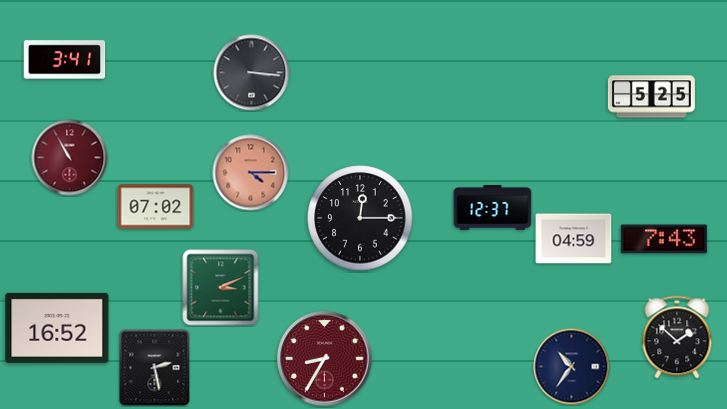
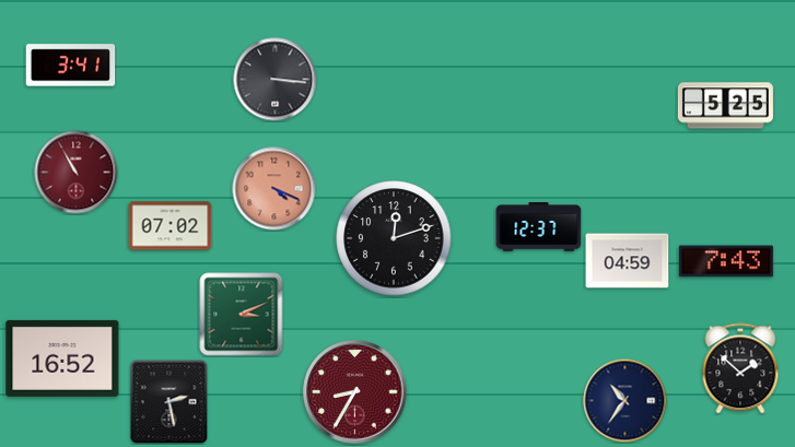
clock at (651, 97) position: (651, 97) -> (725, 106)
clock at (251, 173): 4:15 -> 4:19
clock at (360, 218): 12:15 -> 12:12
